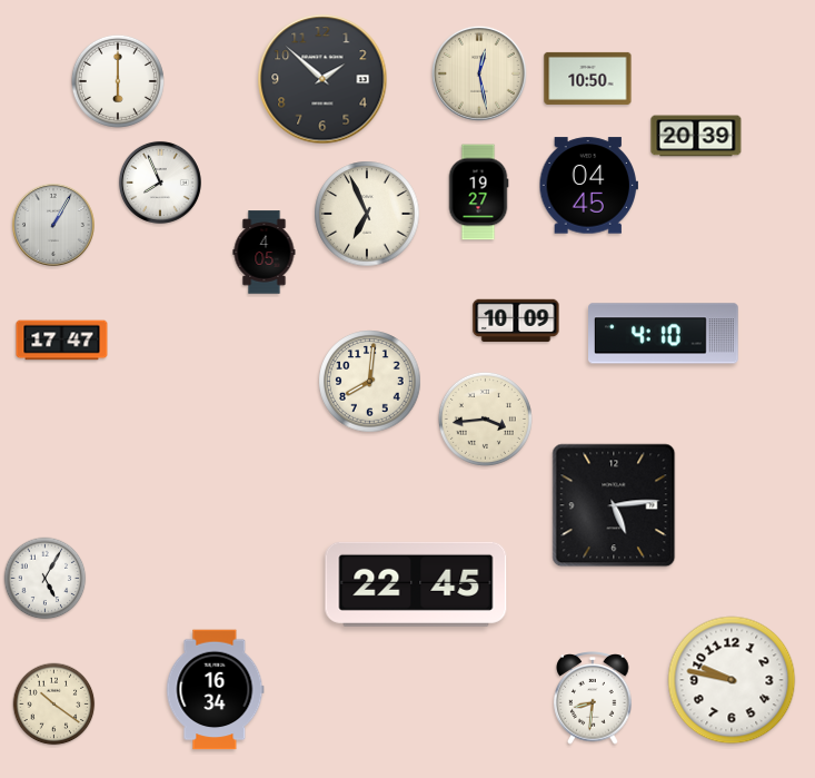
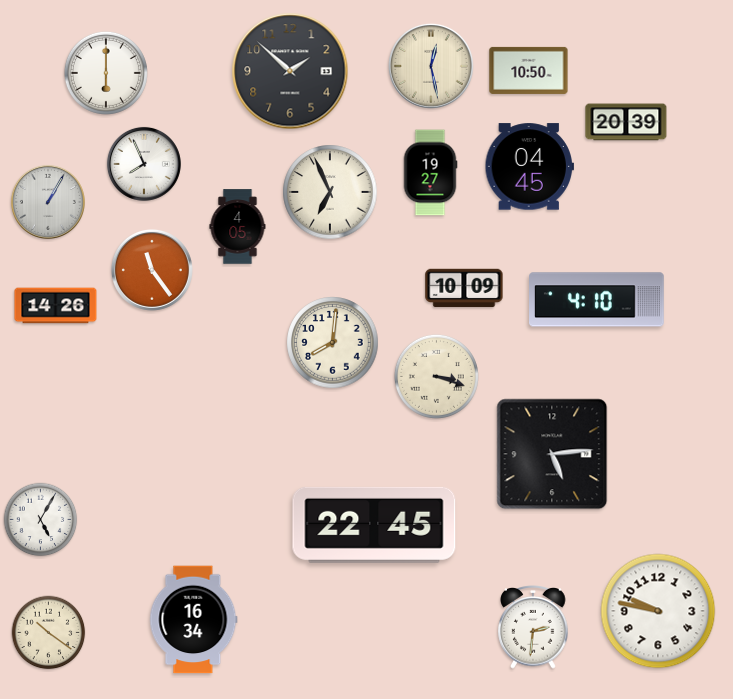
clock at (152, 270): none -> 11:24
clock at (62, 341): 17:47 -> 14:26
clock at (485, 418): 3:44 -> 3:18
clock at (593, 698): 8:31 -> 2:31
